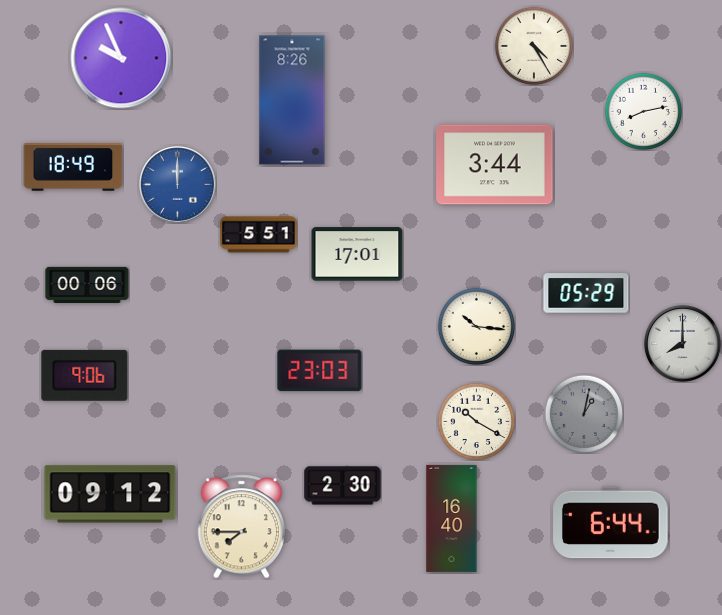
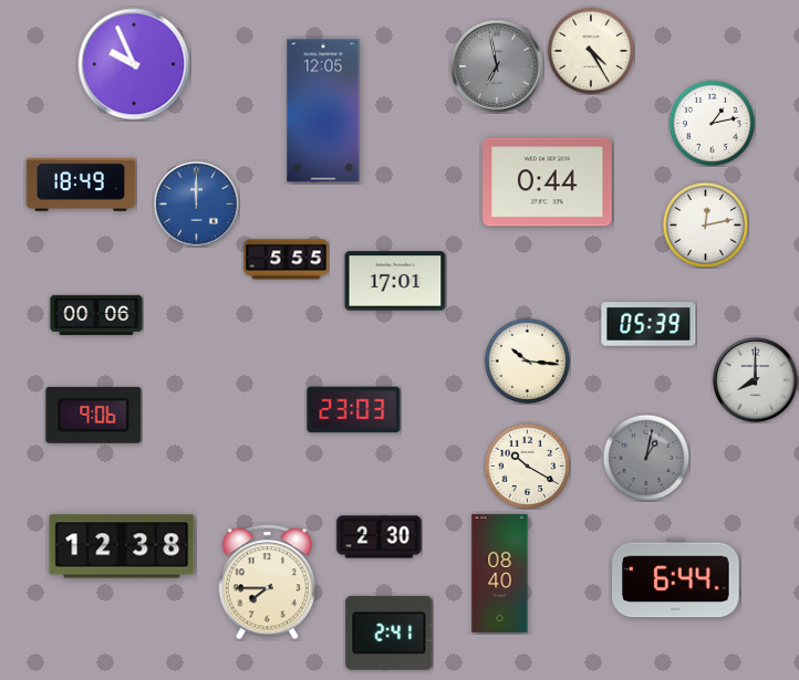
clock at (496, 65): none -> 6:58
clock at (292, 100): 8:26 -> 12:05
clock at (643, 111): 8:13 -> 1:13
clock at (495, 165): 3:44 -> 0:44
clock at (705, 224): none -> 12:13
clock at (259, 235): 5:51 -> 5:55
clock at (586, 293): 05:29 -> 05:39
clock at (110, 494): 09:12 -> 12:38
clock at (452, 518): 16:40 -> 08:40
clock at (390, 632): none -> 2:41
